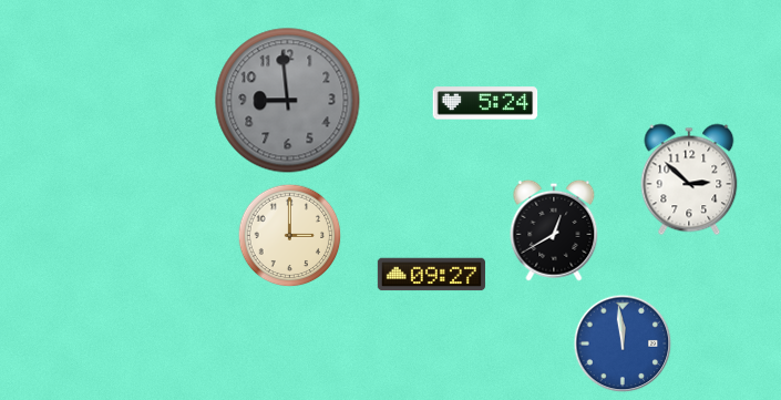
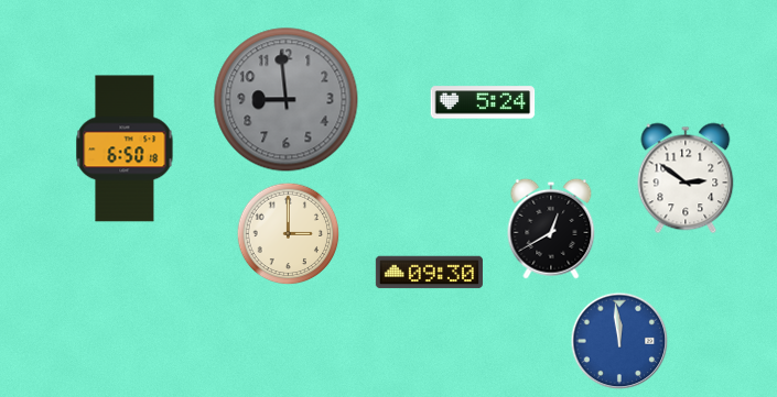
clock at (125, 148): none -> 6:50
clock at (689, 180): 2:52 -> 2:51
clock at (431, 275): 09:27 -> 09:30
